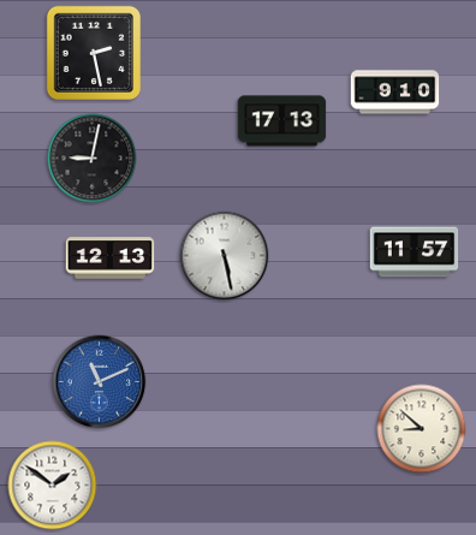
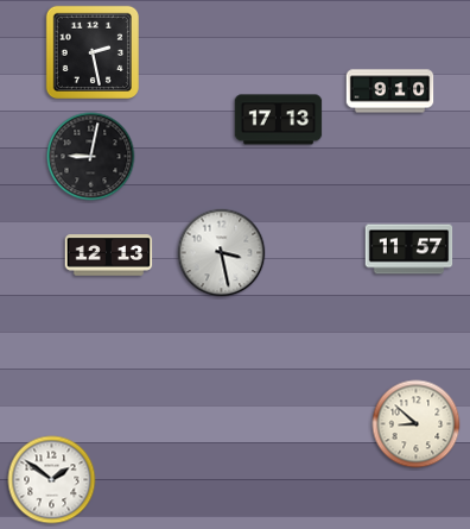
clock at (225, 256): 5:28 -> 3:28
clock at (100, 382): 11:11 -> none
